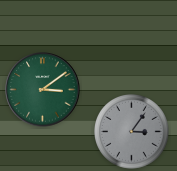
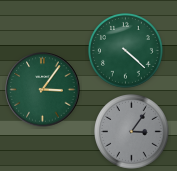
clock at (126, 51): none -> 4:22
clock at (43, 90): 3:09 -> 3:06
